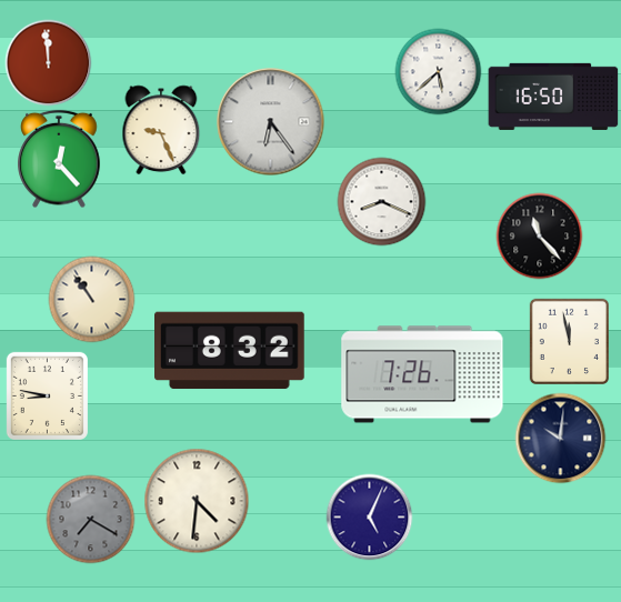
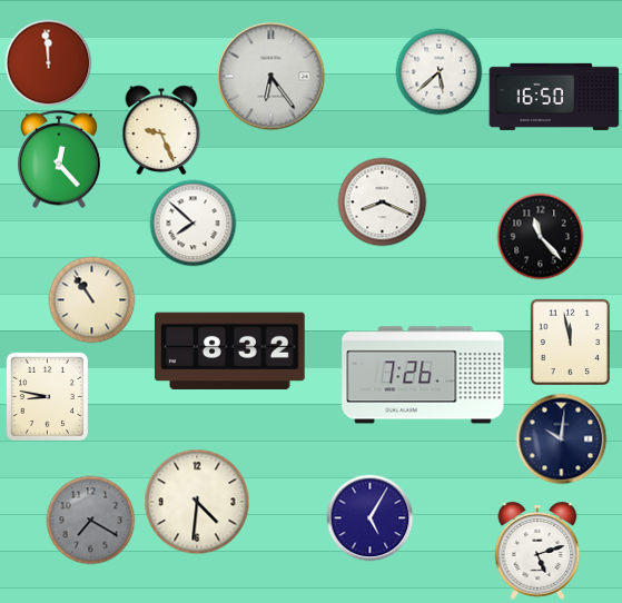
clock at (271, 122) position: (271, 122) -> (271, 77)
clock at (192, 223): none -> 7:52
clock at (369, 516): 5:04 -> 5:05
clock at (537, 551): none -> 5:12
